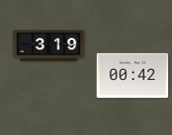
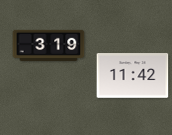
clock at (133, 76): 00:42 -> 11:42
